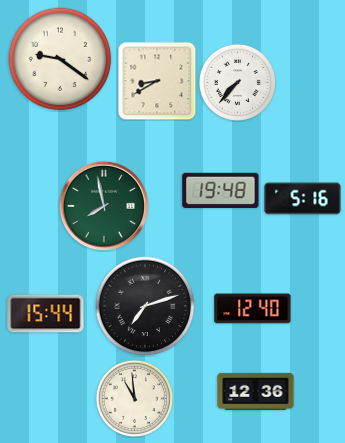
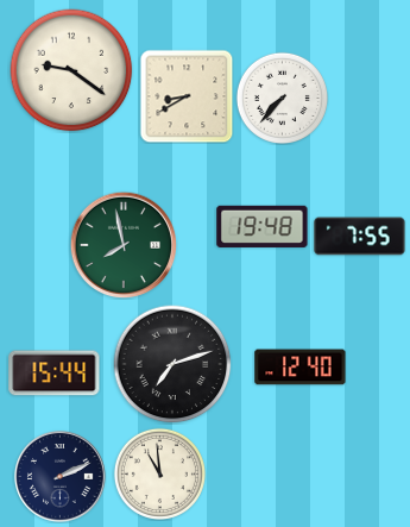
clock at (303, 199): 5:16 -> 7:55
clock at (256, 391): 12:36 -> none
clock at (61, 477): none -> 2:11
